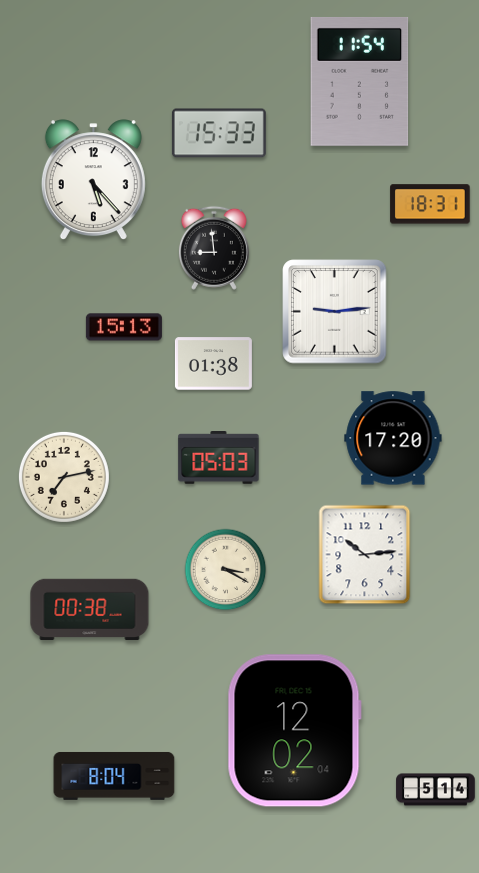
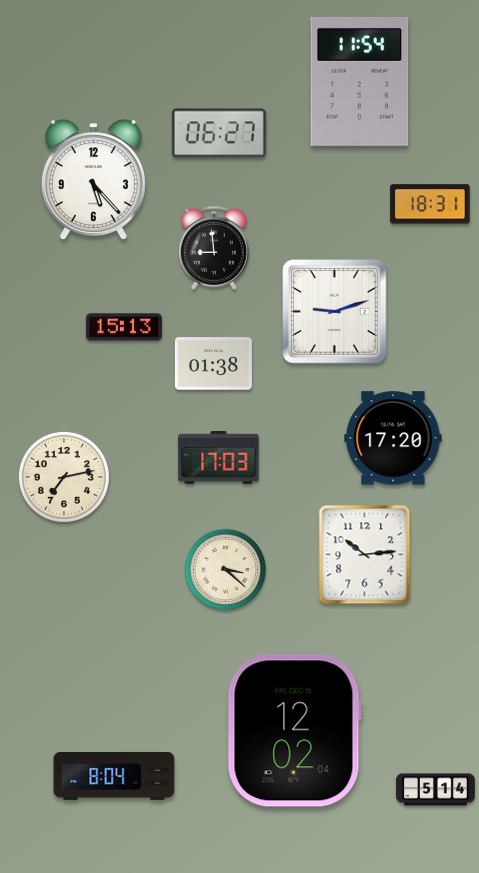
clock at (219, 133): 15:33 -> 06:27
clock at (335, 312): 9:14 -> 9:12
clock at (219, 458): 05:03 -> 17:03
clock at (226, 570): 3:20 -> 3:22
clock at (90, 610): 00:38 -> none
